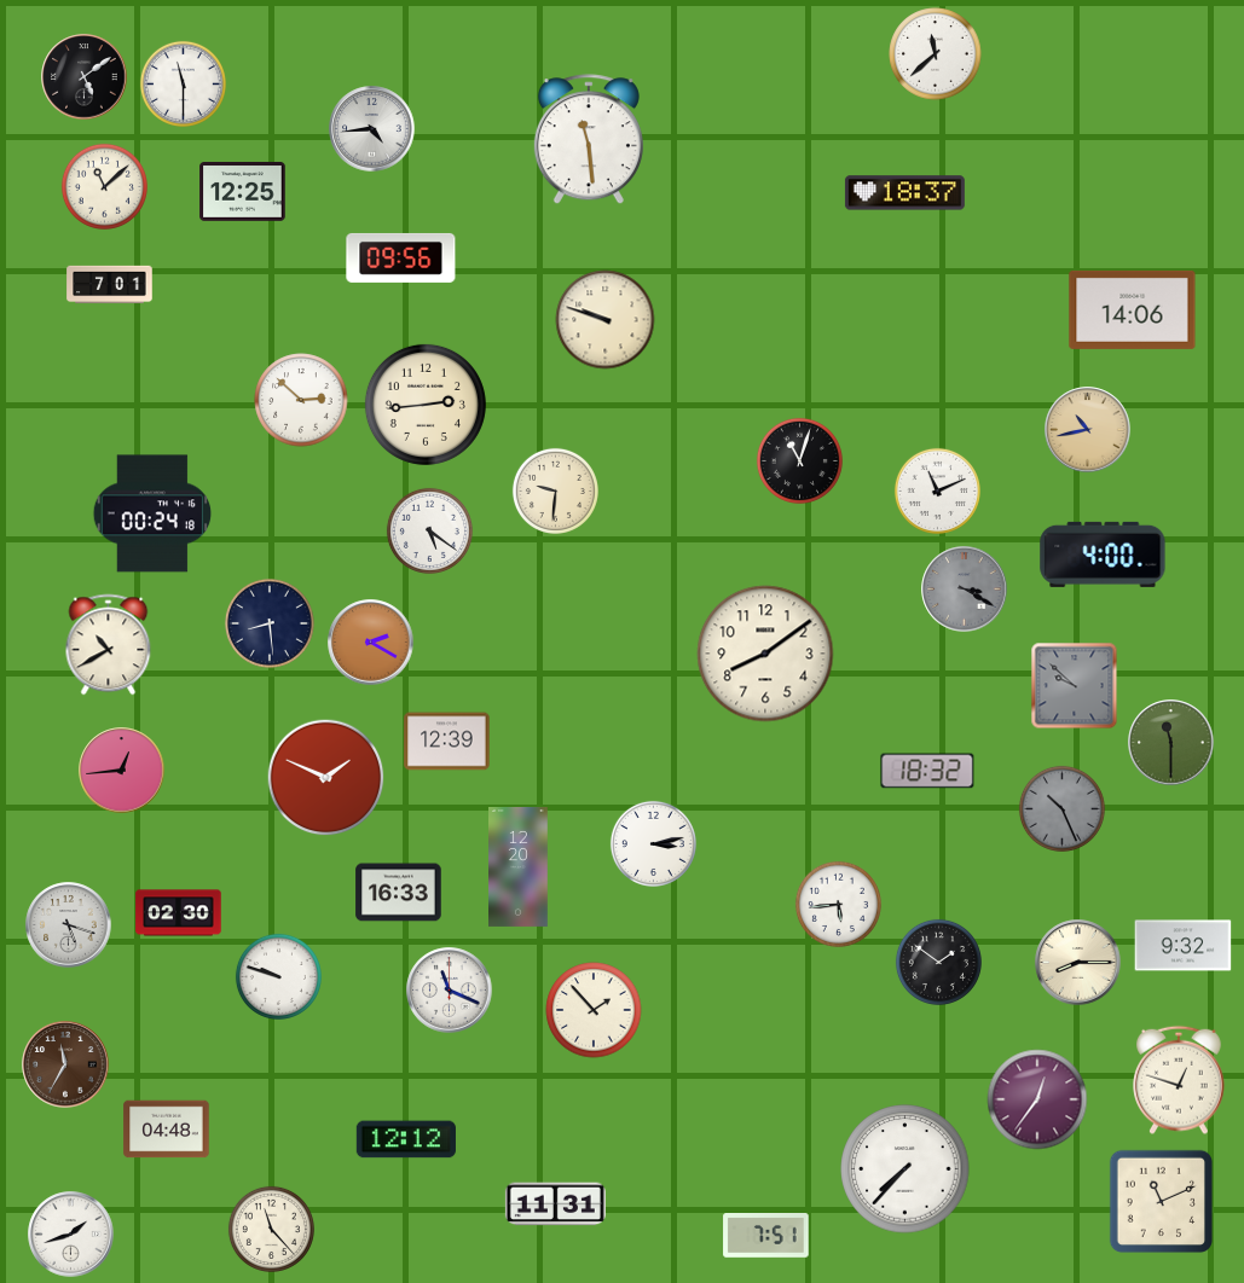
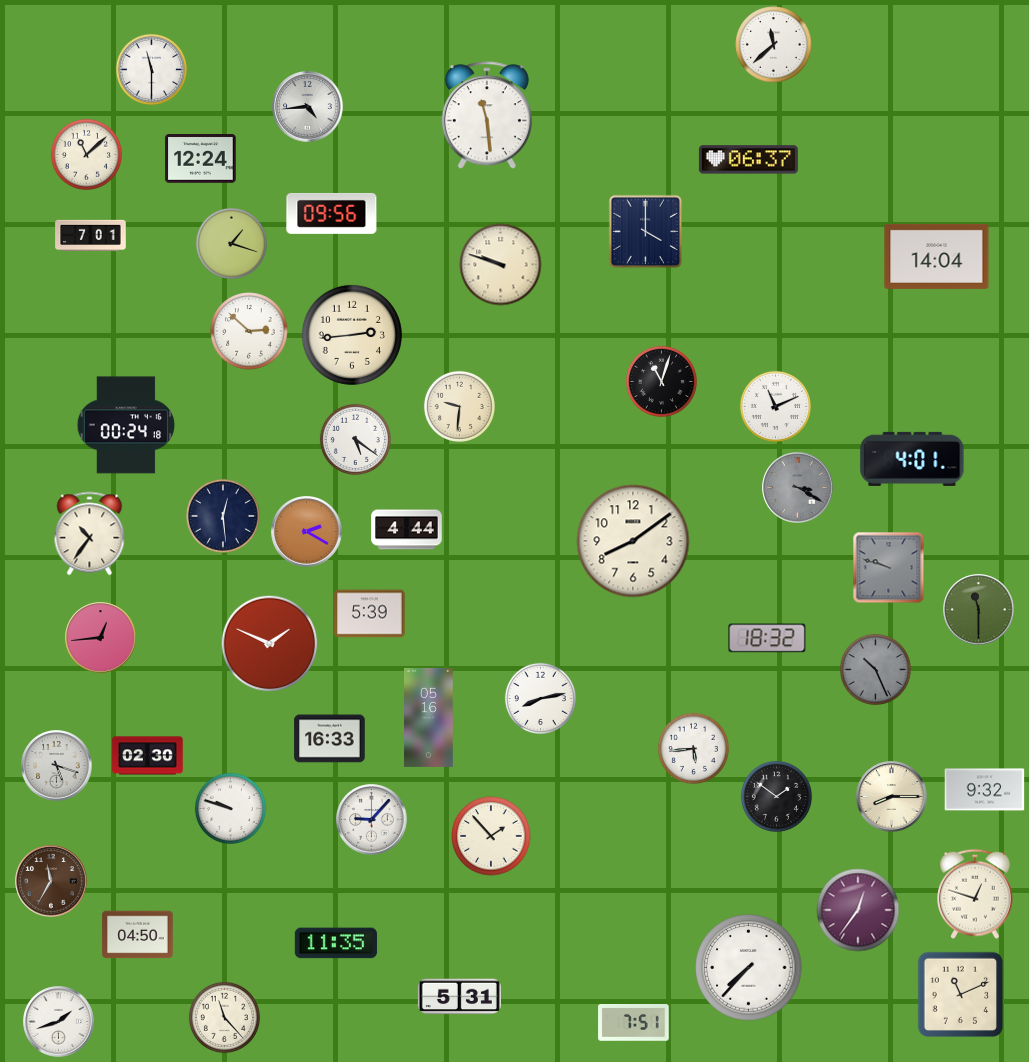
clock at (85, 77): 5:09 -> none
clock at (243, 192): 12:25 -> 12:24
clock at (904, 193): 18:37 -> 06:37
clock at (645, 231): none -> 4:00
clock at (231, 243): none -> 1:18
clock at (1133, 309): 14:06 -> 14:04
clock at (1088, 430): 10:43 -> none
clock at (1103, 555): 4:00 -> 4:01
clock at (270, 623): 8:29 -> 12:29
clock at (407, 530): none -> 4:44
clock at (109, 645): 10:40 -> 10:36
clock at (1075, 686): 9:52 -> 9:48
clock at (447, 742): 12:39 -> 5:39
clock at (1171, 743) position: (1171, 743) -> (979, 610)
clock at (1061, 808) position: (1061, 808) -> (875, 669)
clock at (653, 843): 3:13 -> 8:13
clock at (519, 866): 12:20 -> 05:16
clock at (1184, 946) position: (1184, 946) -> (985, 790)
clock at (450, 991): 11:19 -> 9:07
clock at (65, 1064) position: (65, 1064) -> (51, 881)
clock at (167, 1130): 04:48 -> 04:50
clock at (406, 1139): 12:12 -> 11:35
clock at (555, 1204): 11:31 -> 5:31
